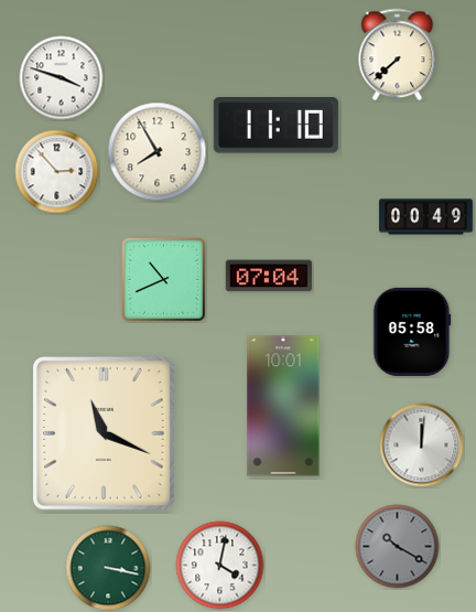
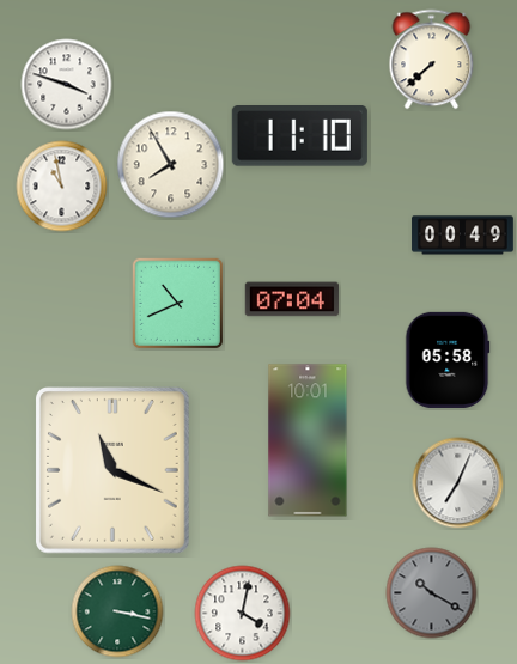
clock at (57, 172): 2:53 -> 10:58
clock at (422, 445): 12:01 -> 7:04
clock at (220, 566) position: (220, 566) -> (243, 614)
clock at (108, 568) position: (108, 568) -> (117, 611)
